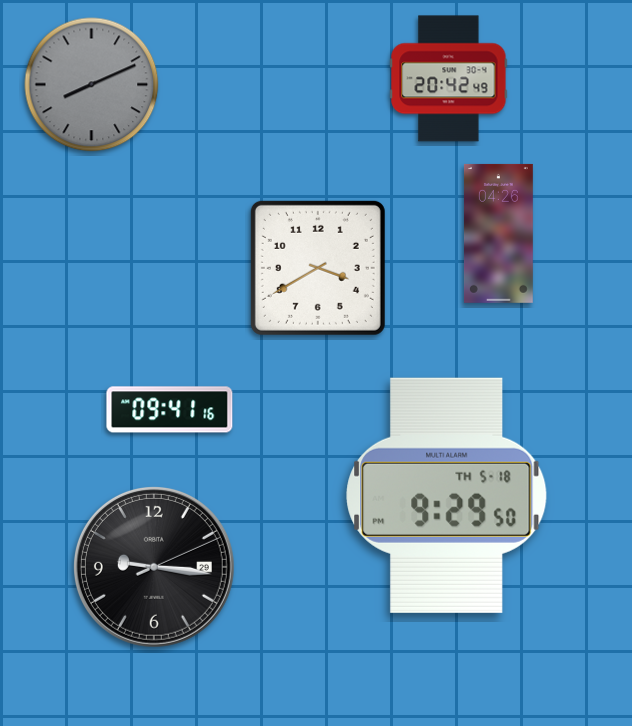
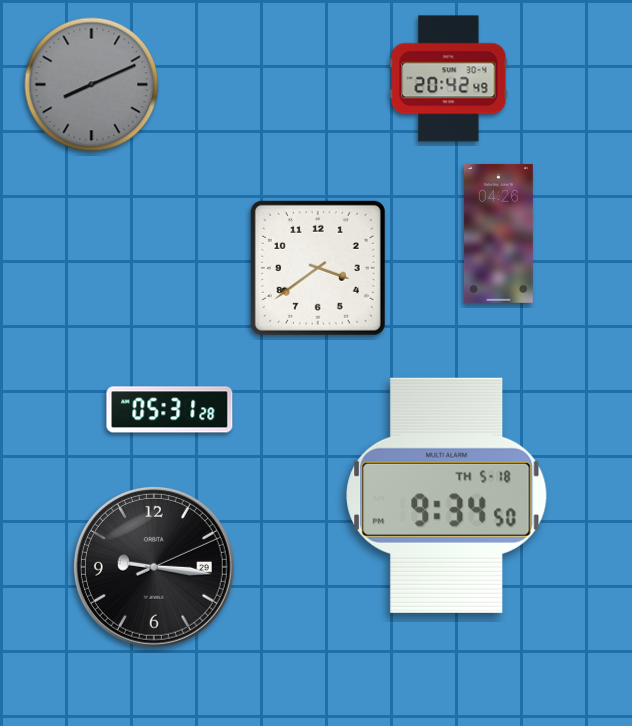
clock at (318, 268): 3:40 -> 3:39
clock at (170, 410): 09:41 -> 05:31
clock at (447, 495): 9:29 -> 9:34
